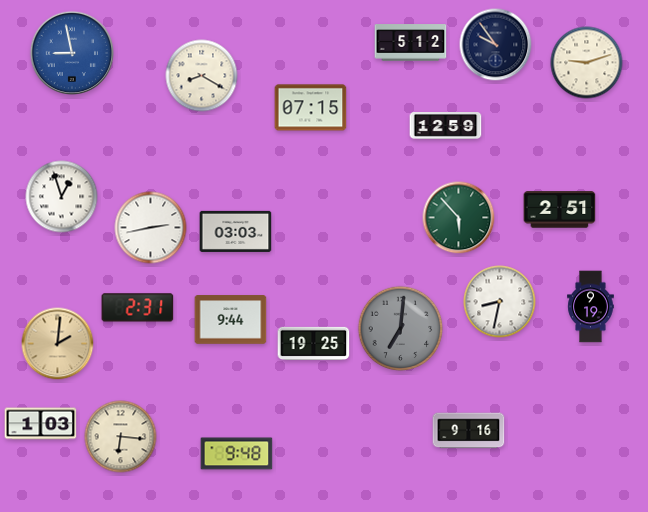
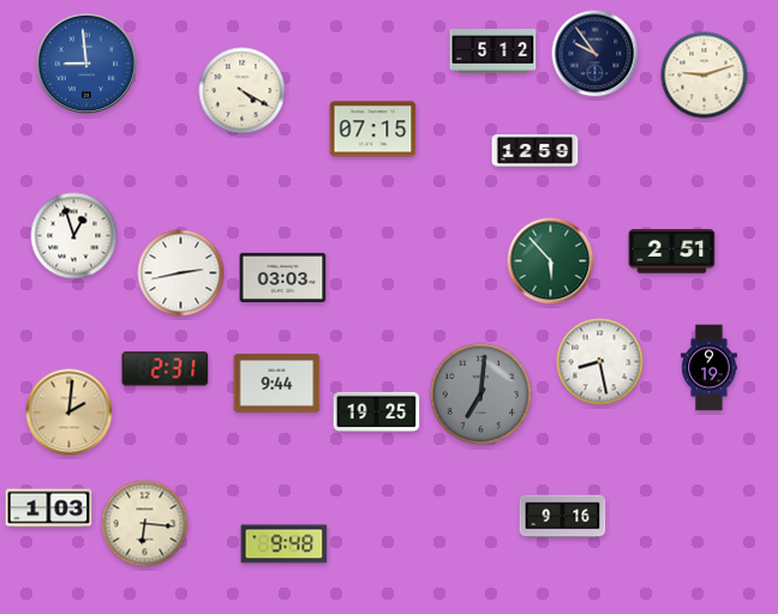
clock at (71, 52): 8:58 -> 8:59
clock at (202, 76): 8:20 -> 4:20
clock at (500, 302): 8:32 -> 8:28
